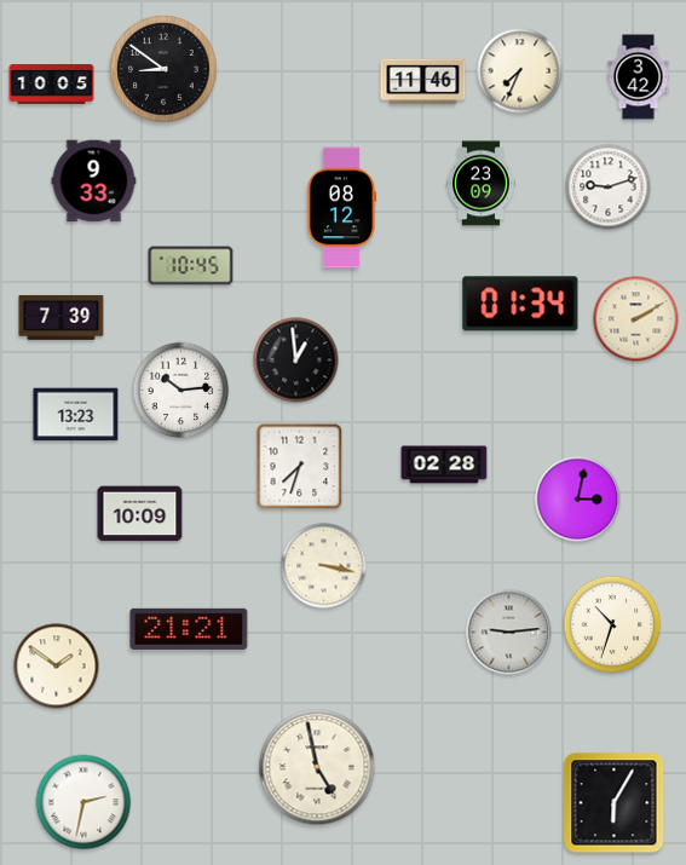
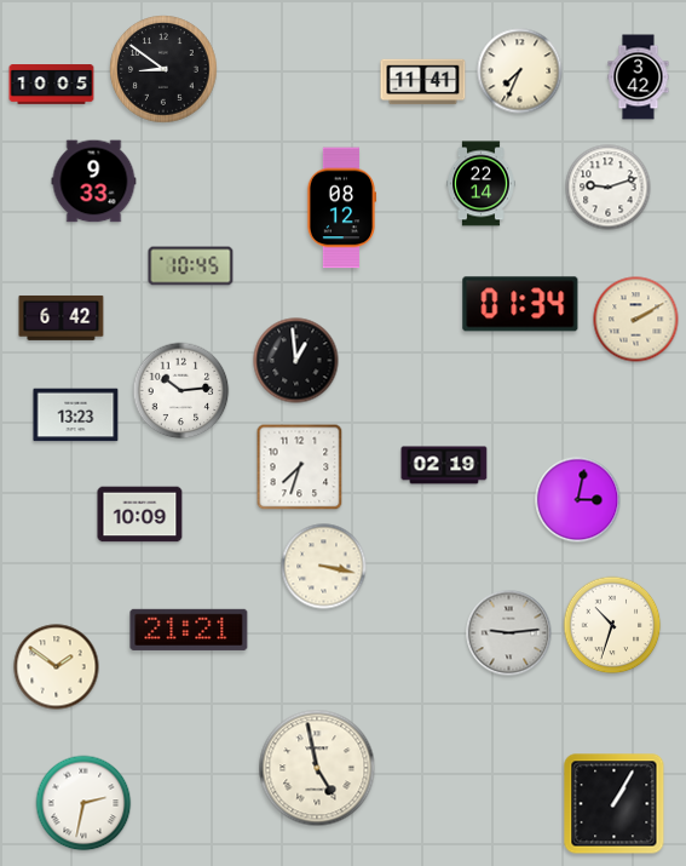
clock at (423, 82): 11:46 -> 11:41
clock at (482, 184): 23:09 -> 22:14
clock at (62, 317): 7:39 -> 6:42
clock at (444, 465): 02:28 -> 02:19
clock at (615, 803): 6:05 -> 1:05
